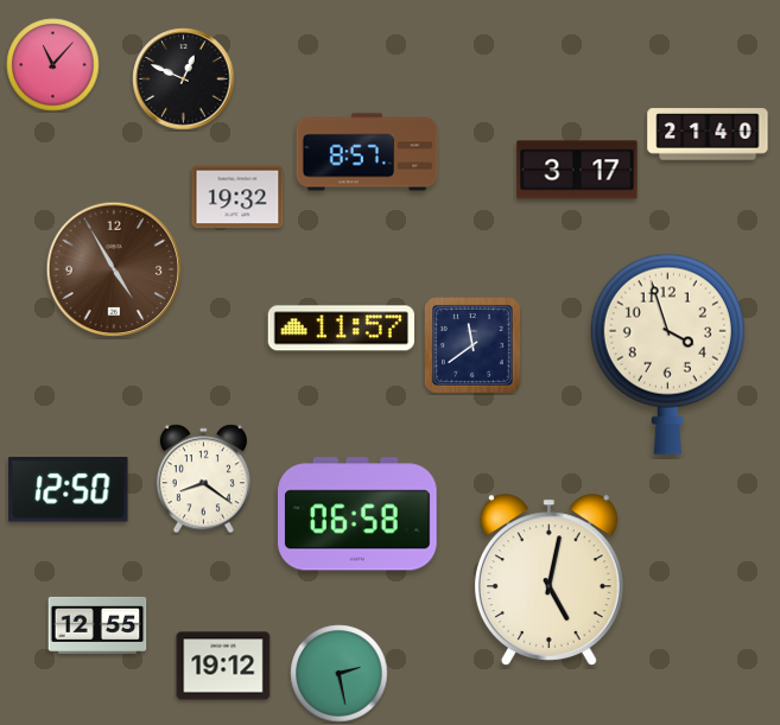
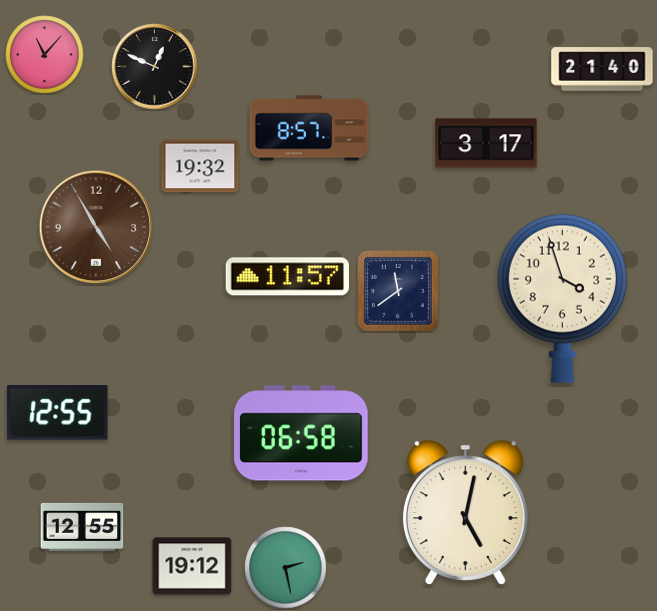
clock at (708, 134) position: (708, 134) -> (602, 69)
clock at (203, 479): 8:21 -> none
clock at (69, 490): 12:50 -> 12:55
clock at (548, 580) position: (548, 580) -> (465, 513)
clock at (223, 666) position: (223, 666) -> (192, 566)
